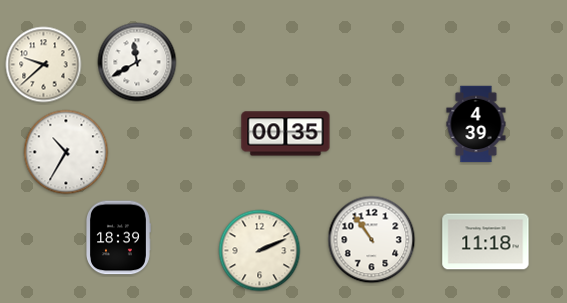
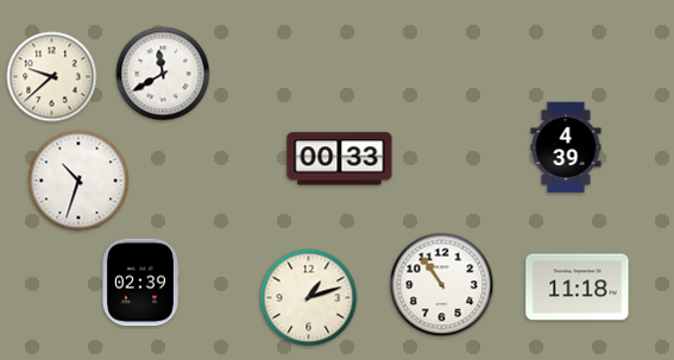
clock at (286, 134): 00:35 -> 00:33
clock at (66, 152): 10:35 -> 10:33
clock at (119, 238): 18:39 -> 02:39
clock at (260, 251): 2:11 -> 1:12
